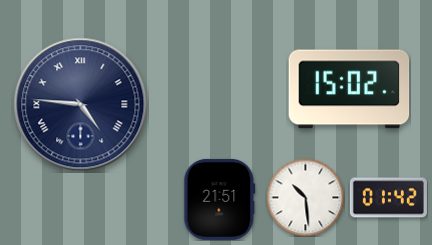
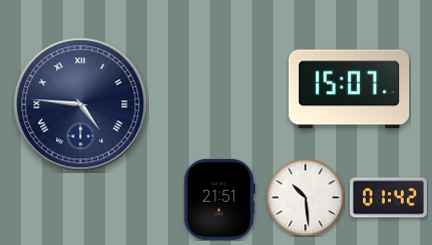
clock at (349, 89): 15:02 -> 15:07
